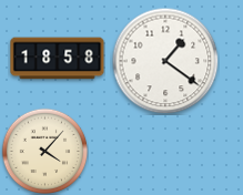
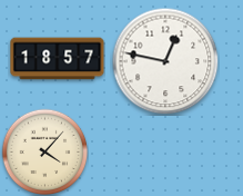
clock at (58, 59): 18:58 -> 18:57
clock at (165, 61): 1:21 -> 12:47
